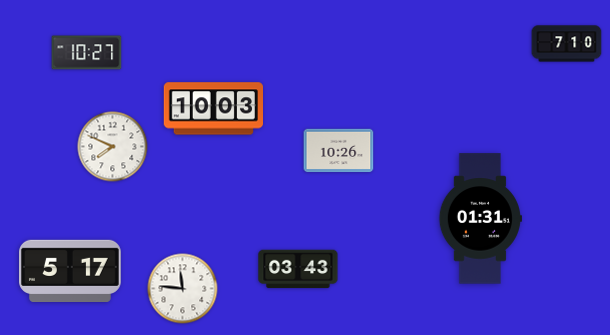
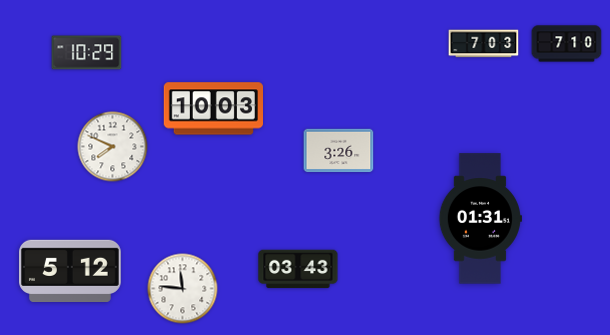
clock at (484, 44): none -> 7:03
clock at (87, 53): 10:27 -> 10:29
clock at (339, 151): 10:26 -> 3:26
clock at (71, 270): 5:17 -> 5:12
